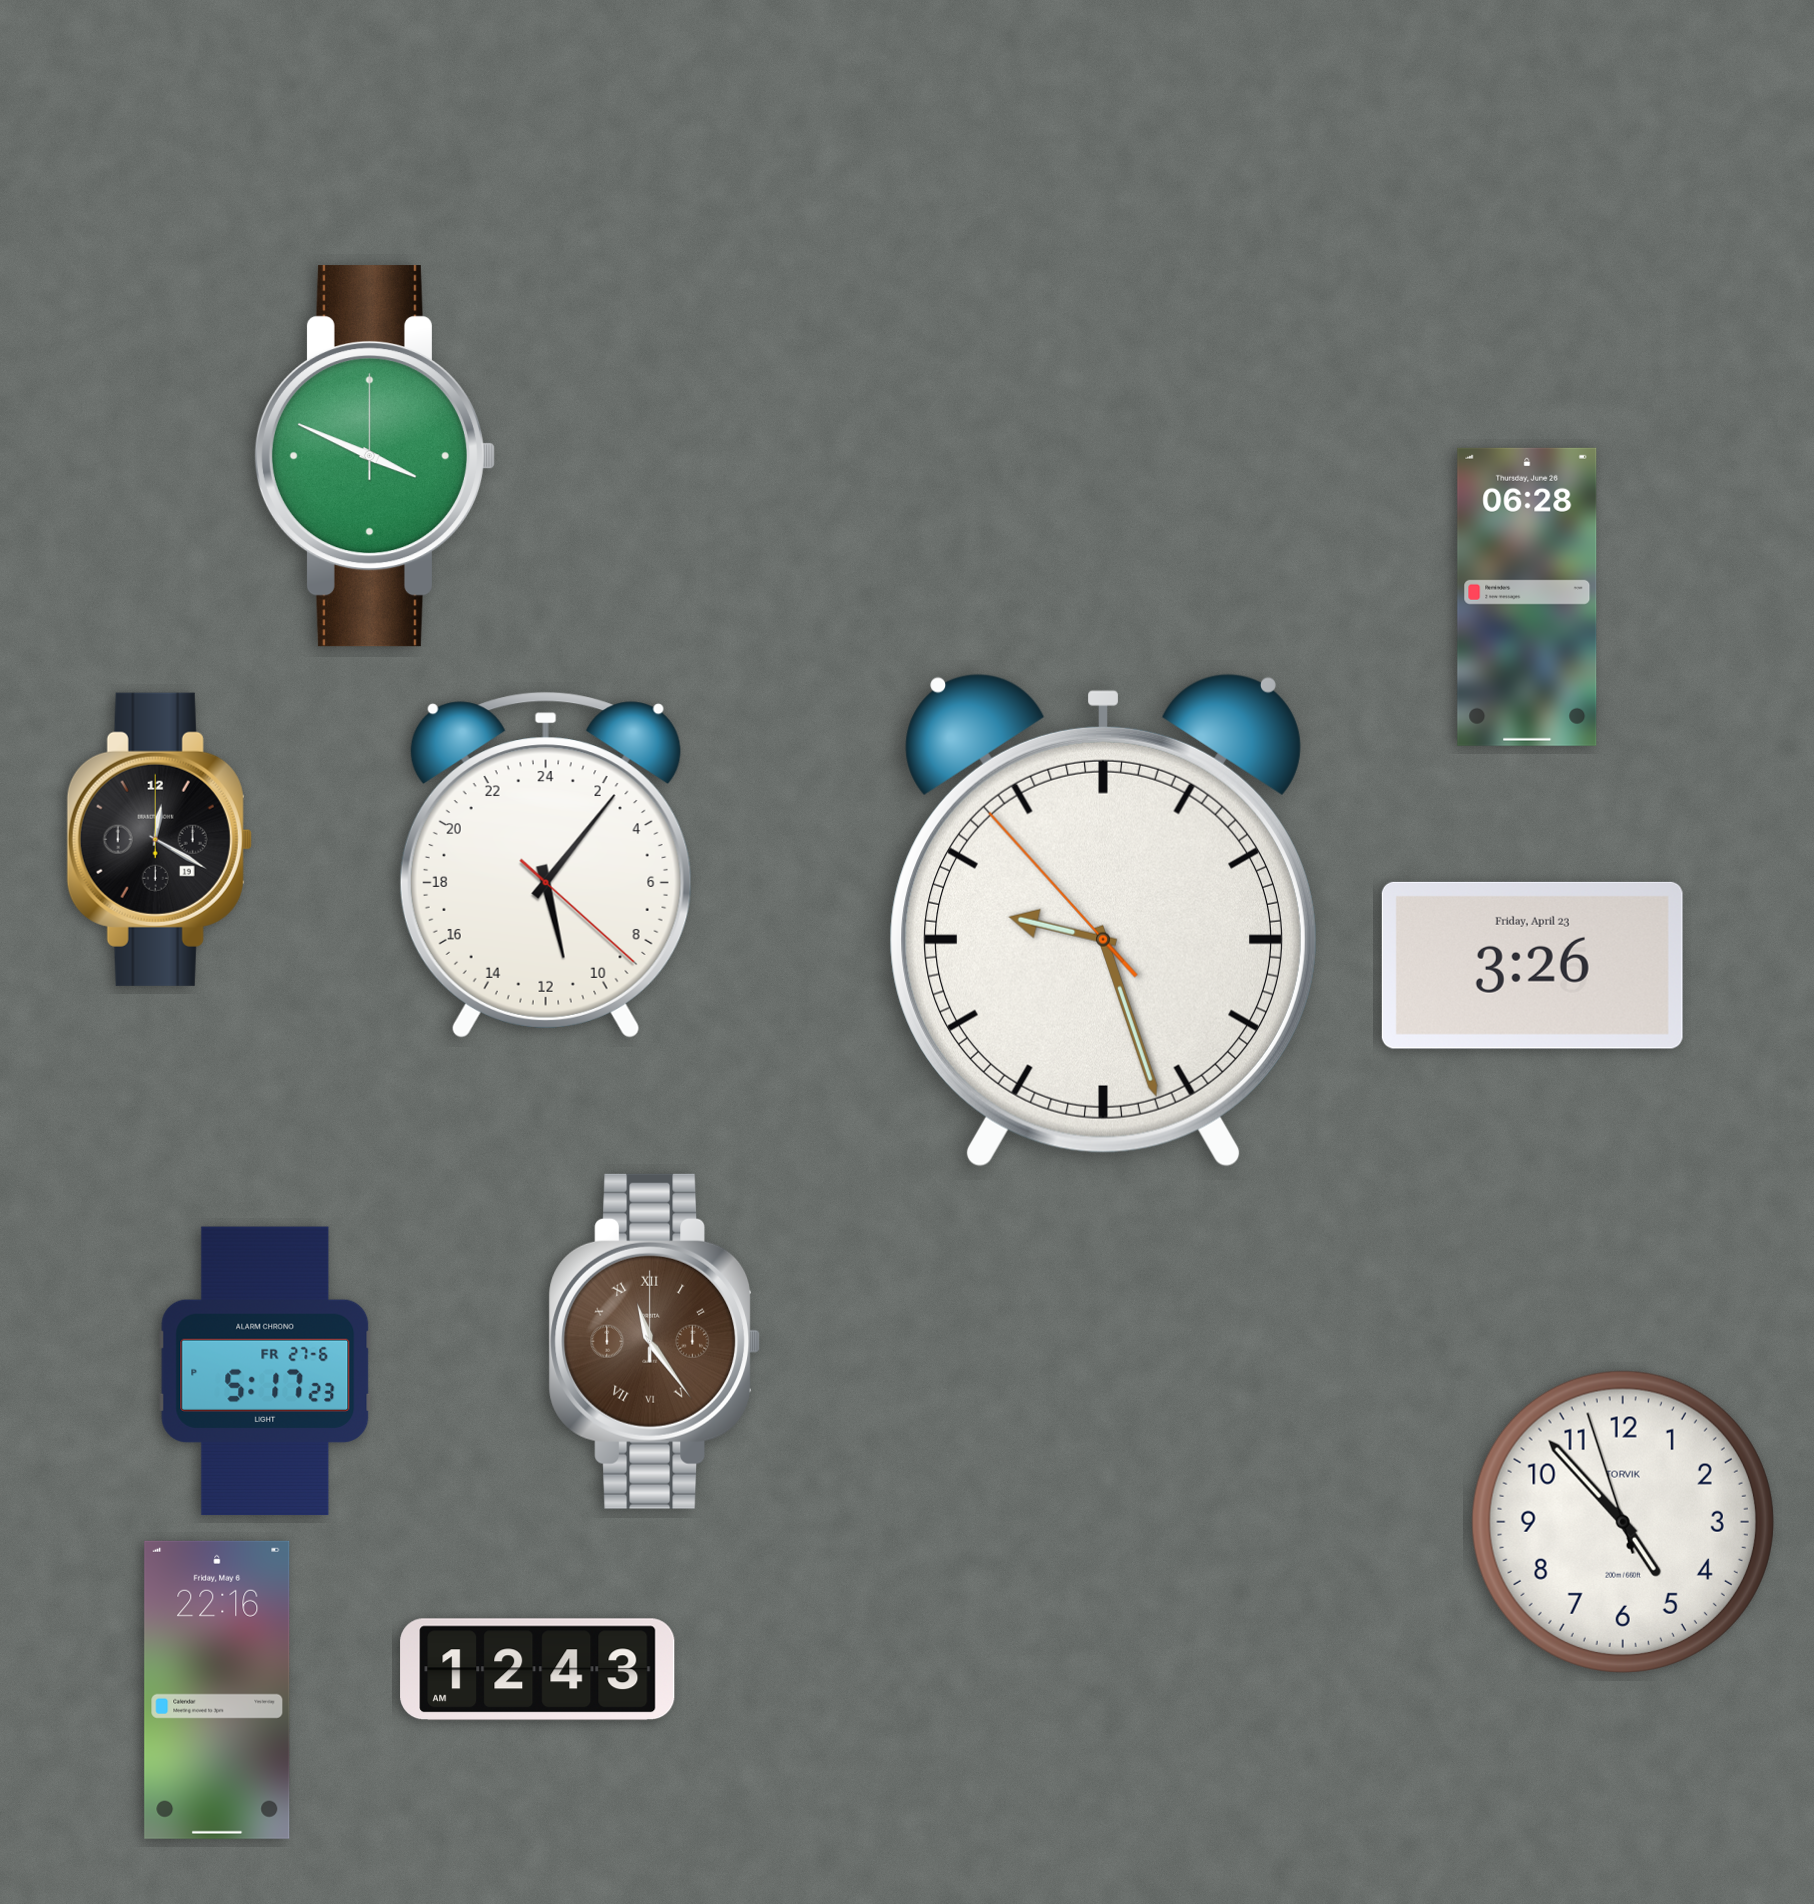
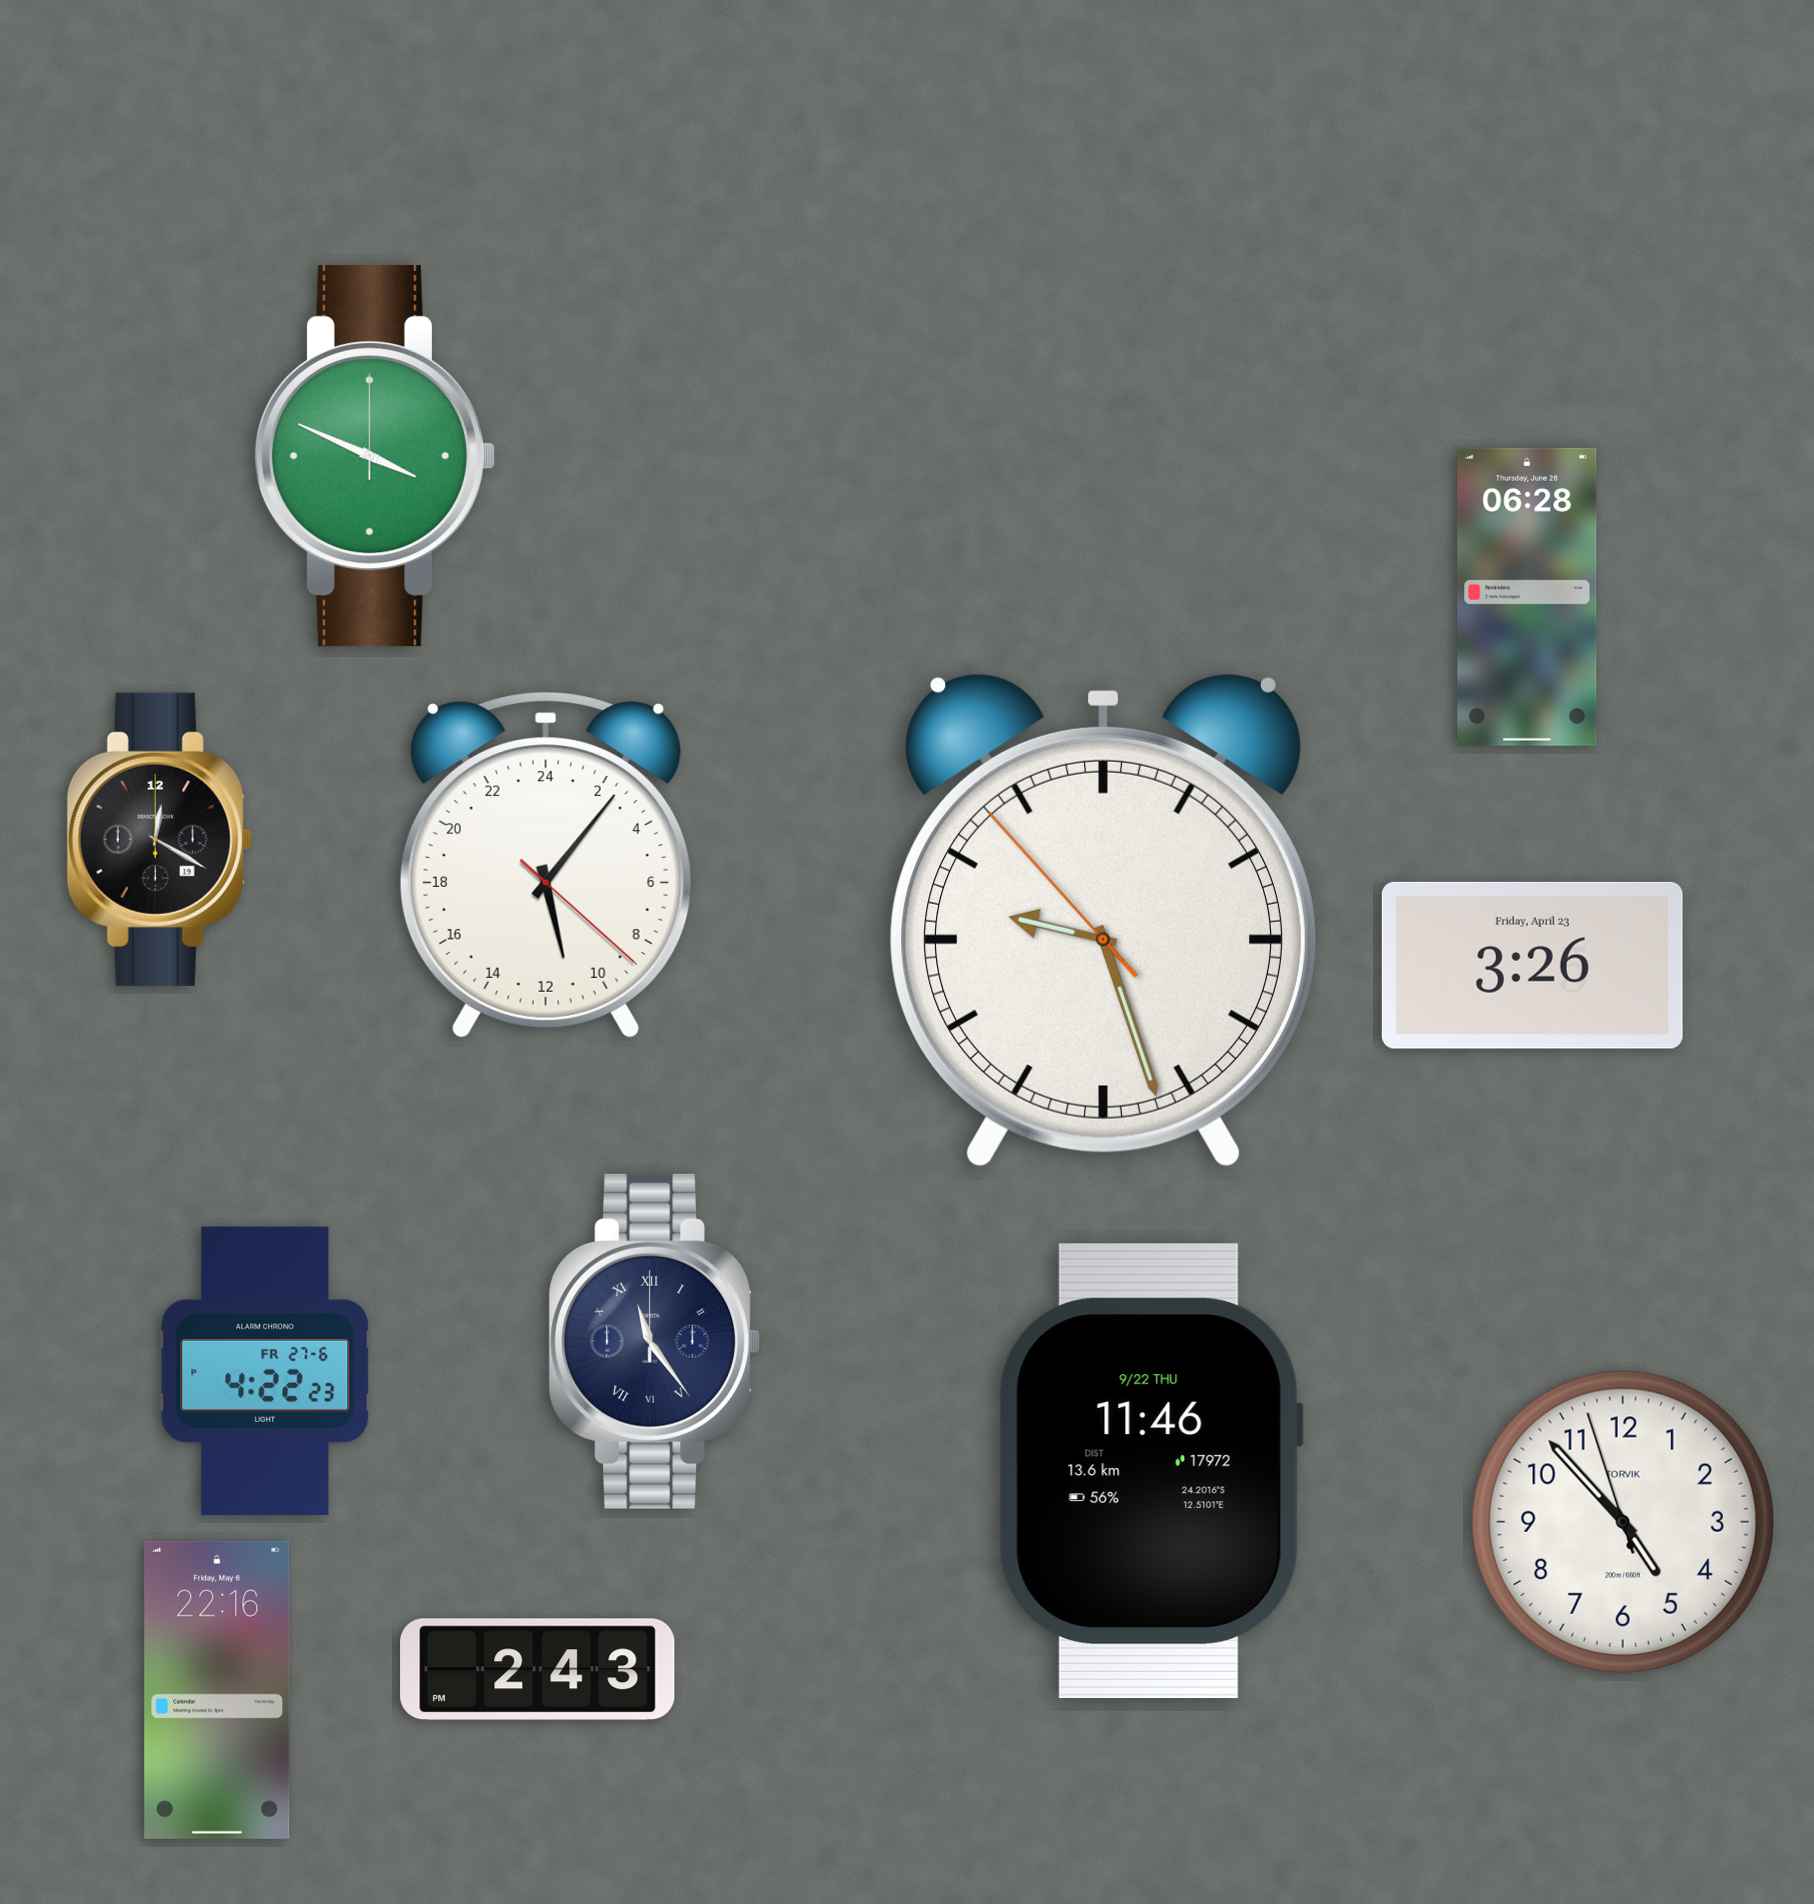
clock at (655, 1341) dial: brown -> navy
clock at (265, 1371): 5:17 -> 4:22
clock at (1151, 1471): none -> 11:46
clock at (538, 1670): 12:43 -> 2:43
